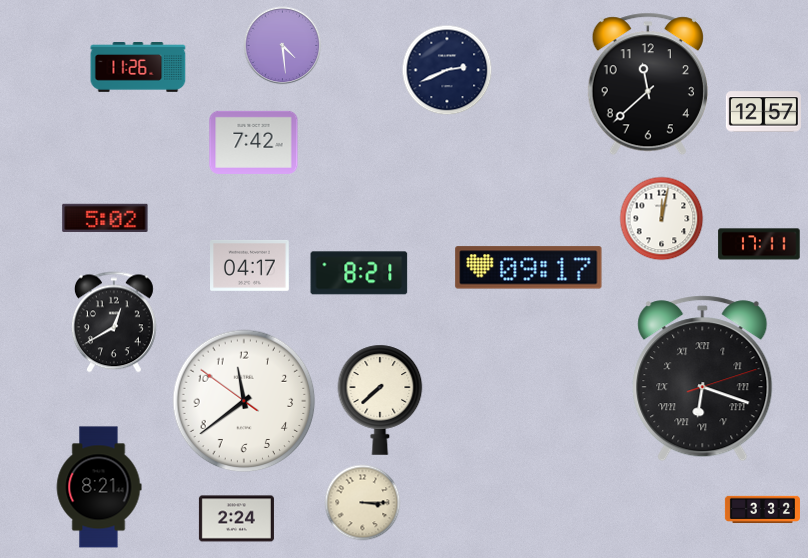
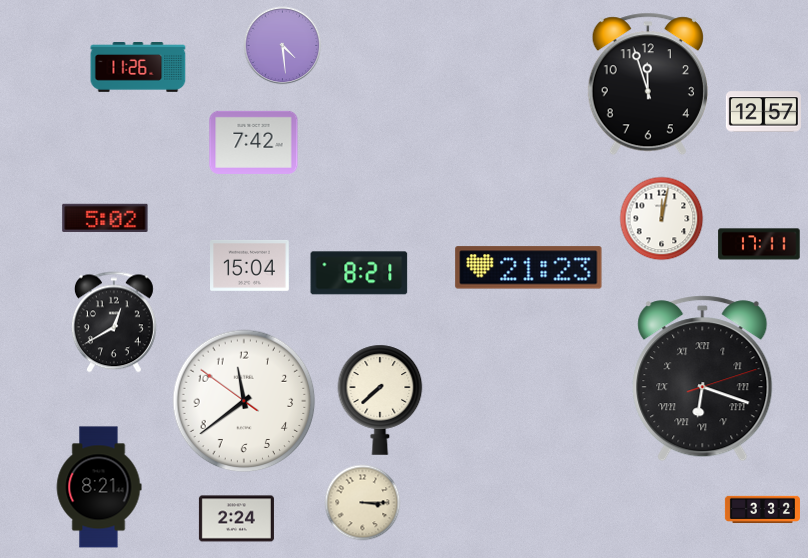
clock at (447, 70): 2:41 -> none
clock at (648, 84): 11:38 -> 11:57
clock at (250, 265): 04:17 -> 15:04
clock at (529, 268): 09:17 -> 21:23
